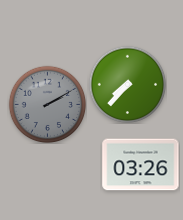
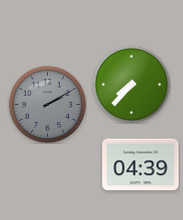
clock at (127, 84) position: (127, 84) -> (131, 84)
clock at (141, 165): 03:26 -> 04:39
